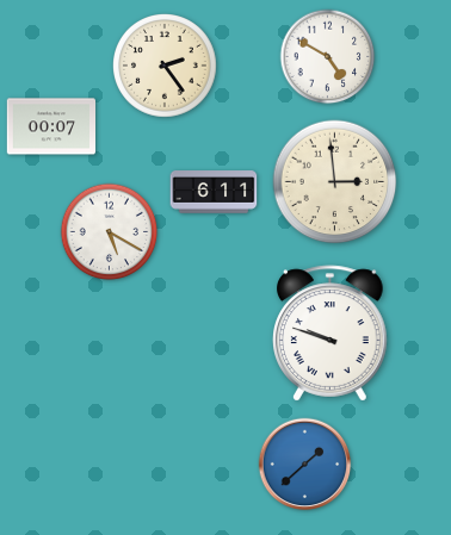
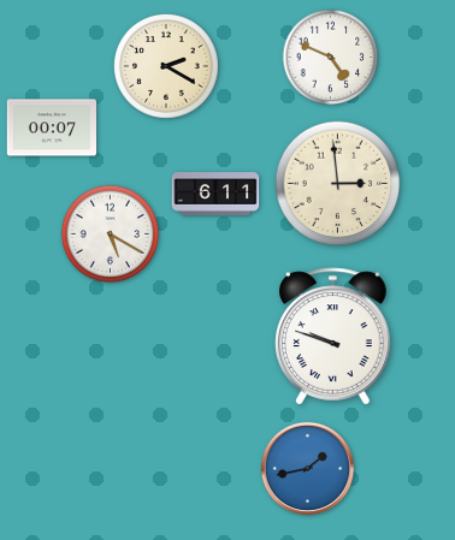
clock at (328, 57): 4:50 -> 4:49
clock at (166, 67): 2:24 -> 2:20
clock at (305, 465): 1:38 -> 1:43
